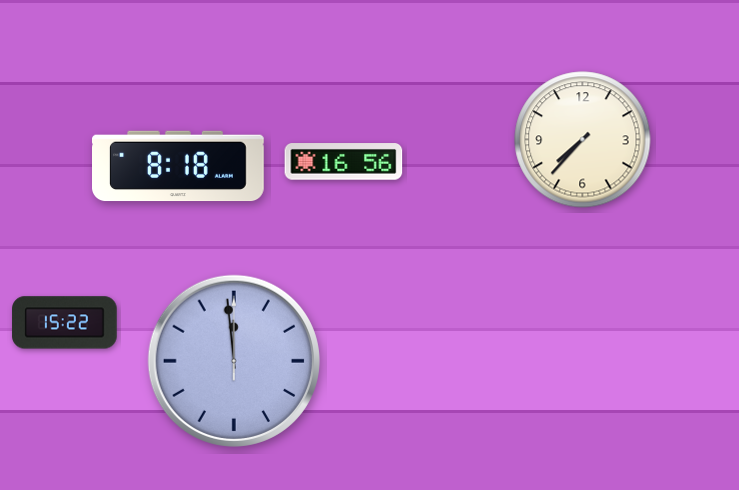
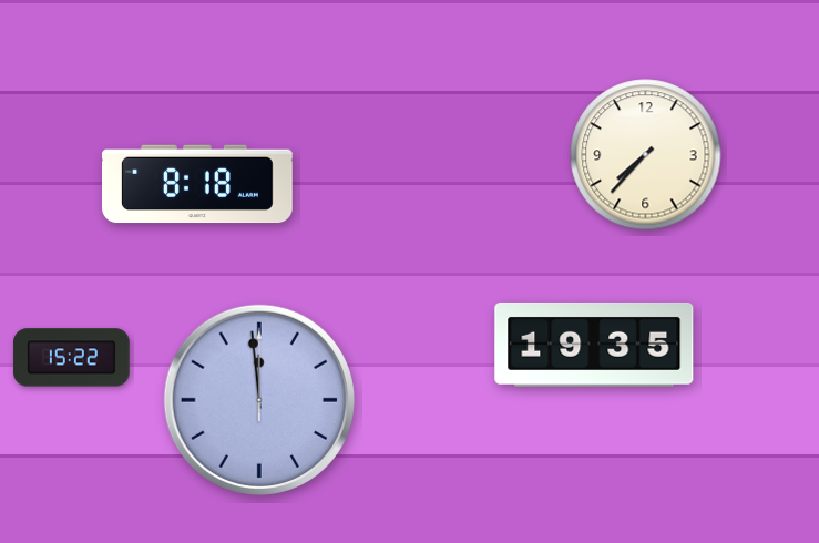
clock at (344, 162): 16:56 -> none
clock at (594, 345): none -> 19:35
